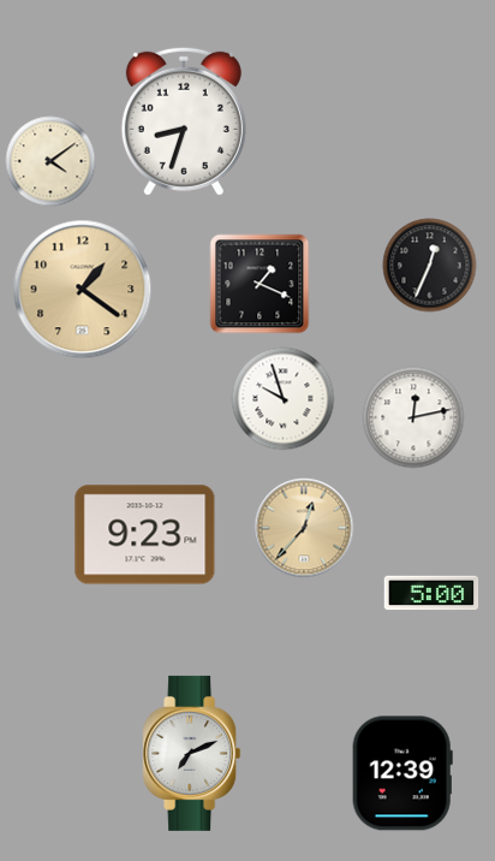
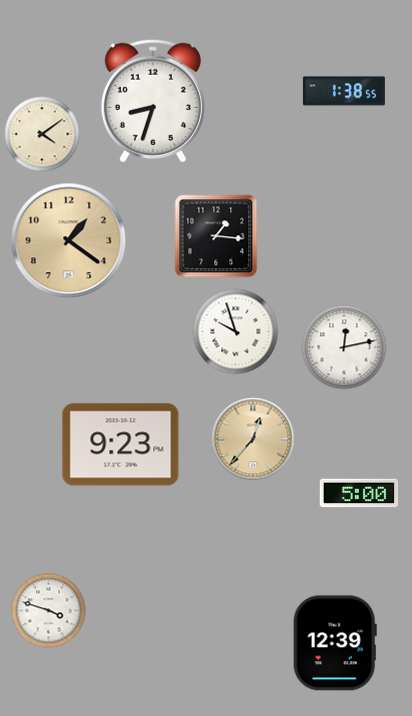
clock at (344, 91): none -> 1:38
clock at (430, 266): 12:34 -> none
clock at (260, 284): 1:19 -> 1:16
clock at (49, 611): none -> 3:48
clock at (192, 753): 7:11 -> none
